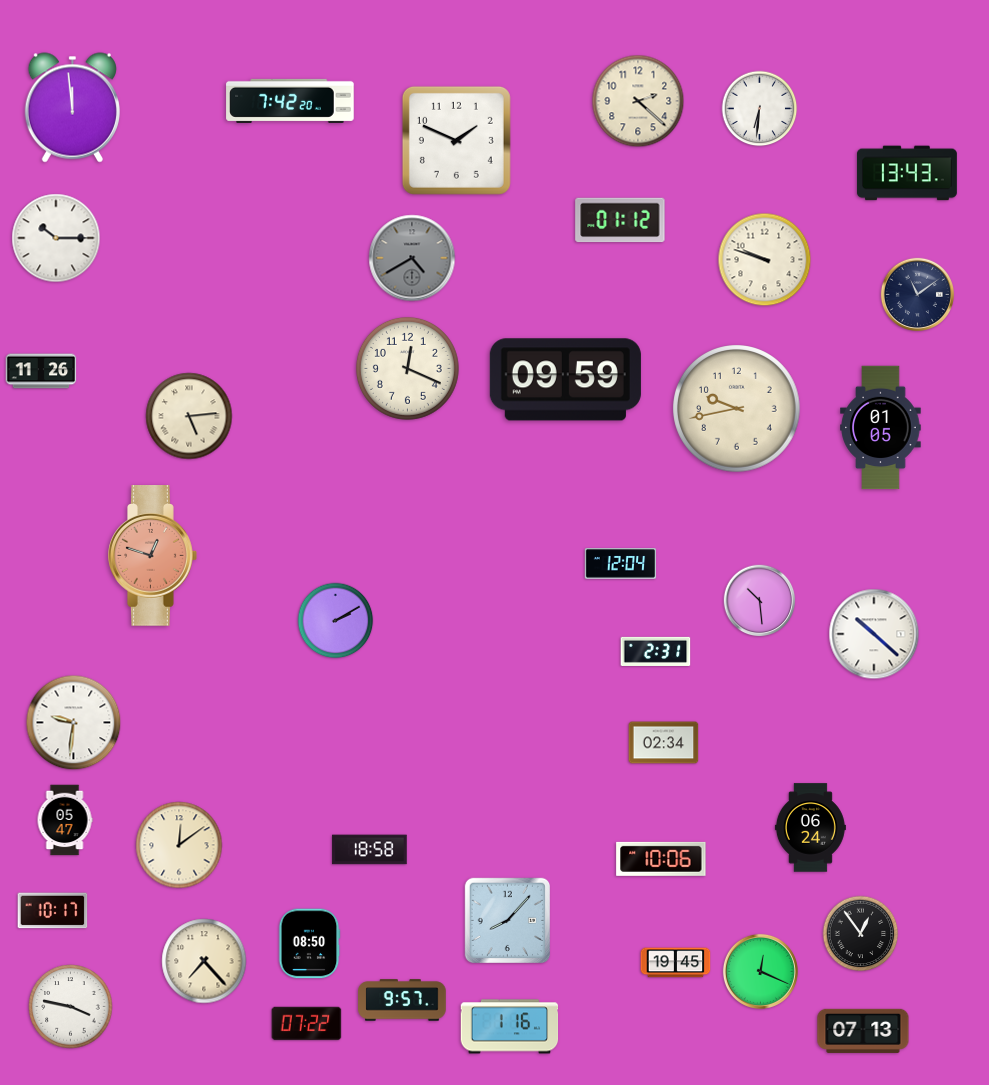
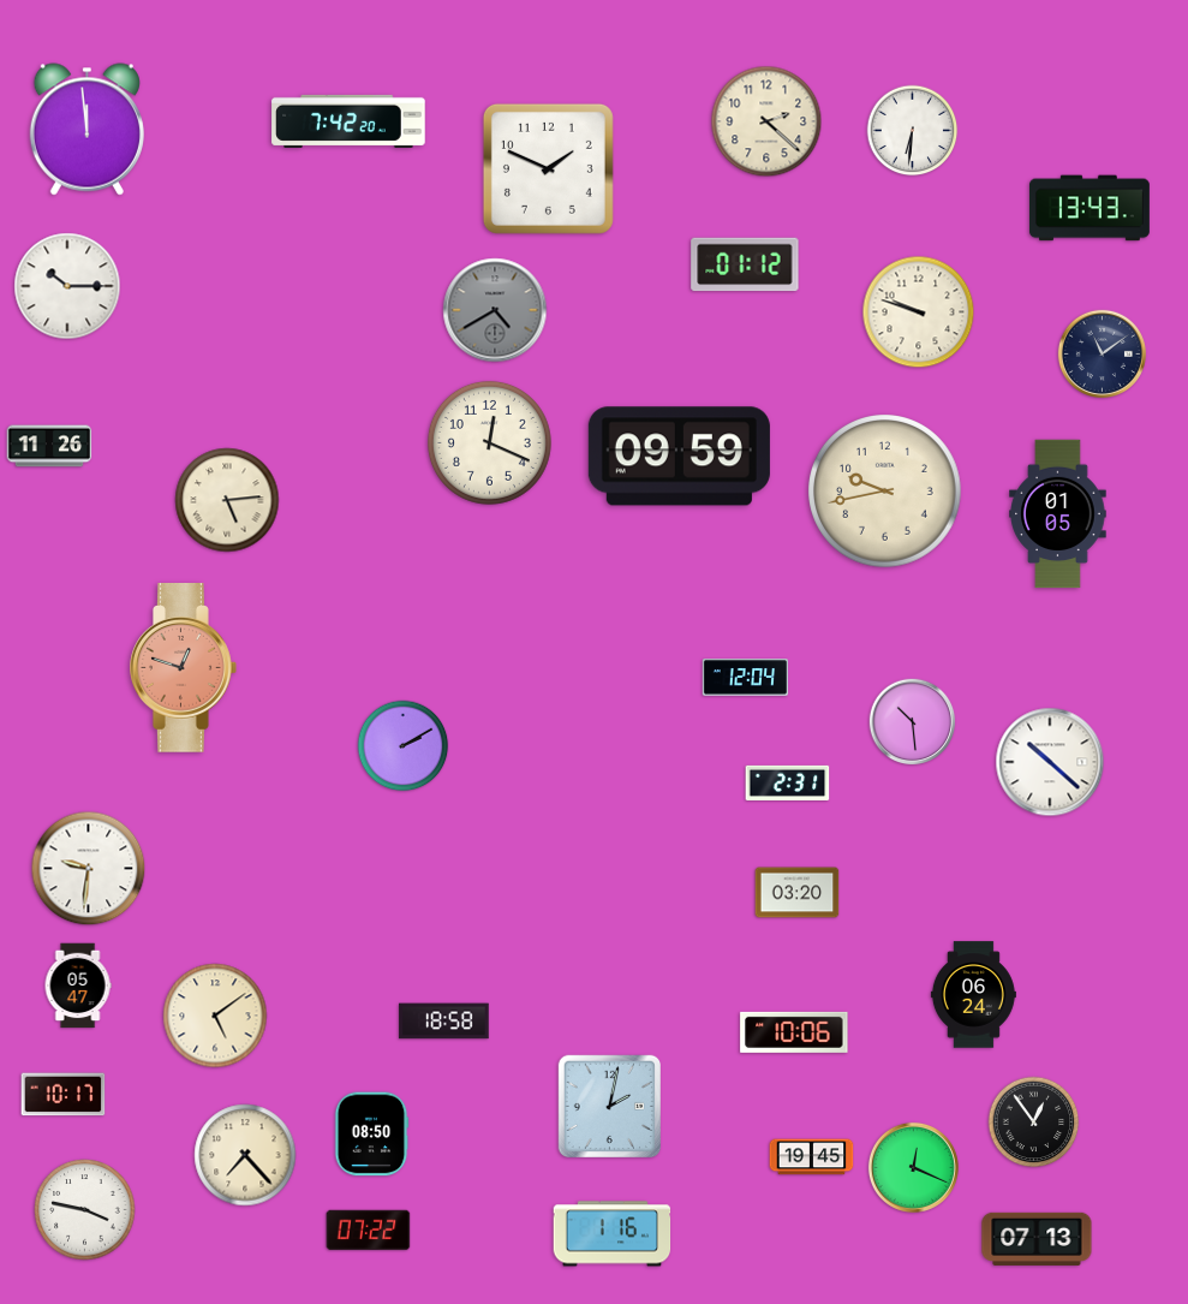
clock at (664, 743): 02:34 -> 03:20
clock at (179, 845): 12:09 -> 5:09
clock at (507, 920): 8:07 -> 2:02
clock at (402, 1000): 9:57 -> none
